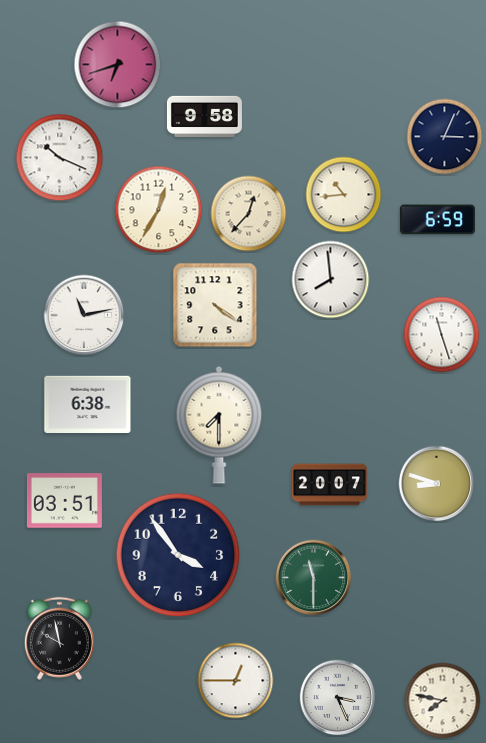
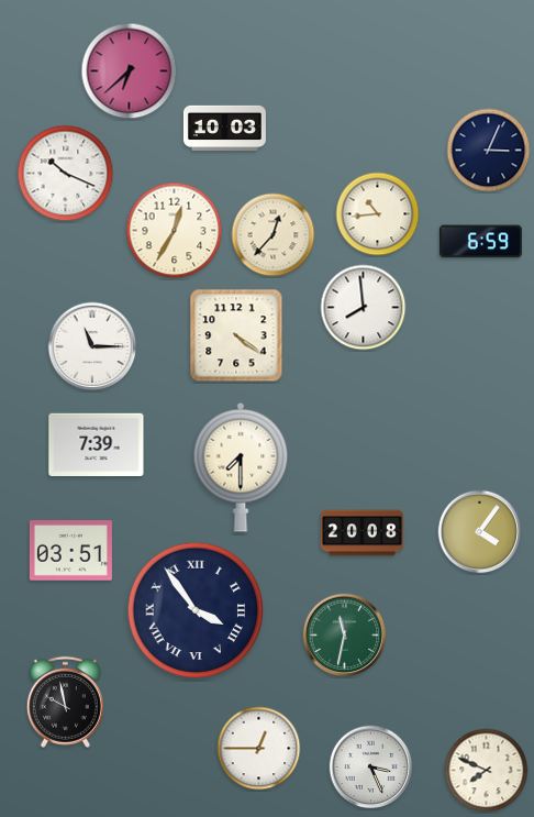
clock at (118, 65): 6:42 -> 6:38
clock at (204, 116): 9:58 -> 10:03
clock at (84, 315): 11:13 -> 11:15
clock at (442, 335): 11:27 -> none
clock at (88, 404): 6:38 -> 7:39
clock at (437, 484): 8:48 -> 4:06
clock at (329, 485): 20:07 -> 20:08
clock at (178, 555) numerals: Arabic -> Roman
clock at (314, 578): 11:30 -> 11:32
clock at (443, 701): 7:47 -> 7:49
